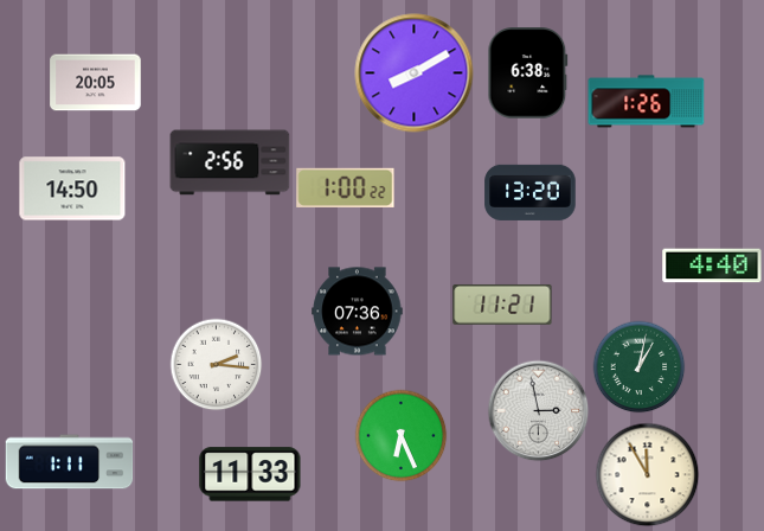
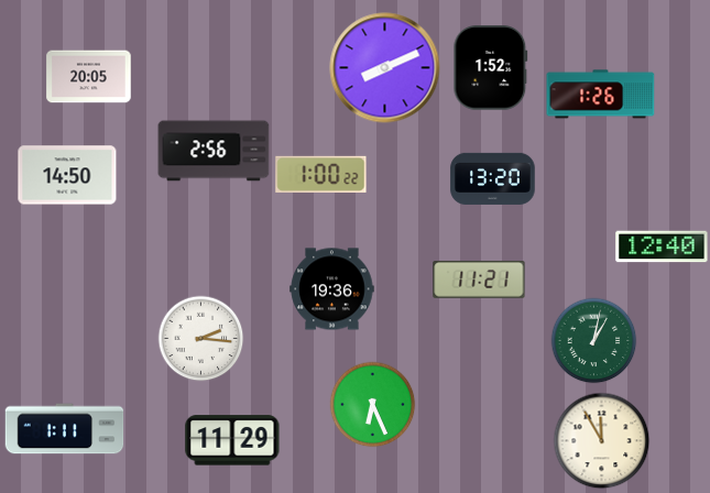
clock at (415, 73): 8:10 -> 8:11
clock at (528, 73): 6:38 -> 1:52
clock at (712, 265): 4:40 -> 12:40
clock at (502, 305) position: (502, 305) -> (479, 280)
clock at (358, 312): 07:36 -> 19:36
clock at (538, 410): 2:58 -> none
clock at (250, 474): 11:33 -> 11:29
